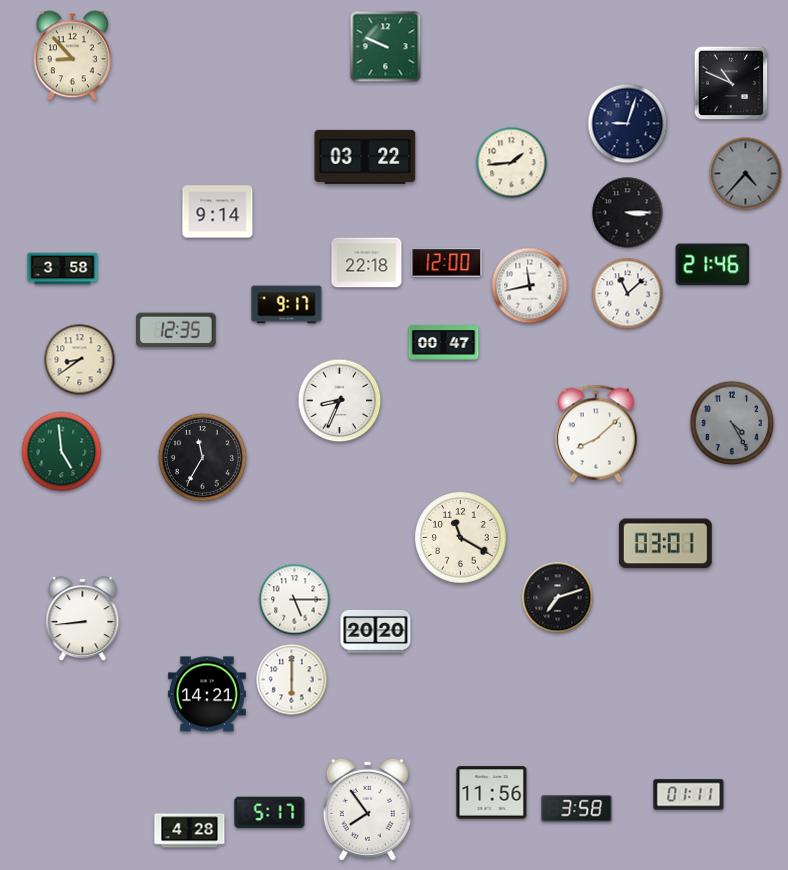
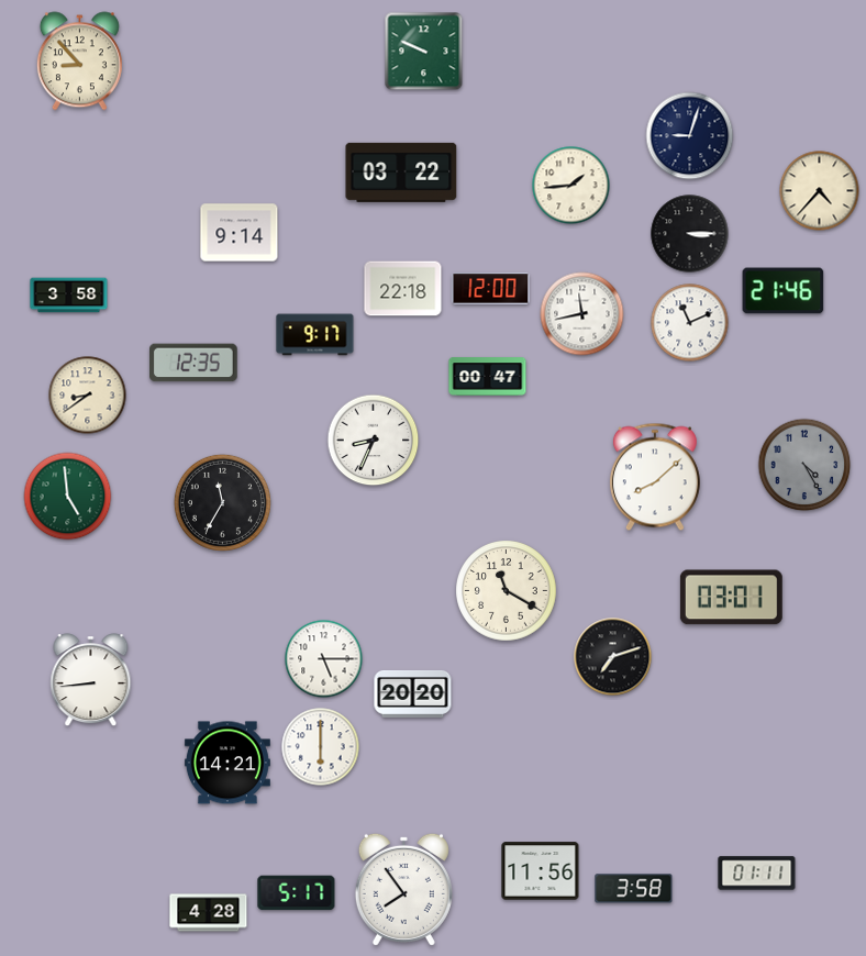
clock at (731, 83): 10:49 -> none
clock at (512, 163) position: (512, 163) -> (571, 186)
clock at (746, 174) dial: grey -> cream
clock at (628, 294): 11:08 -> 11:11
